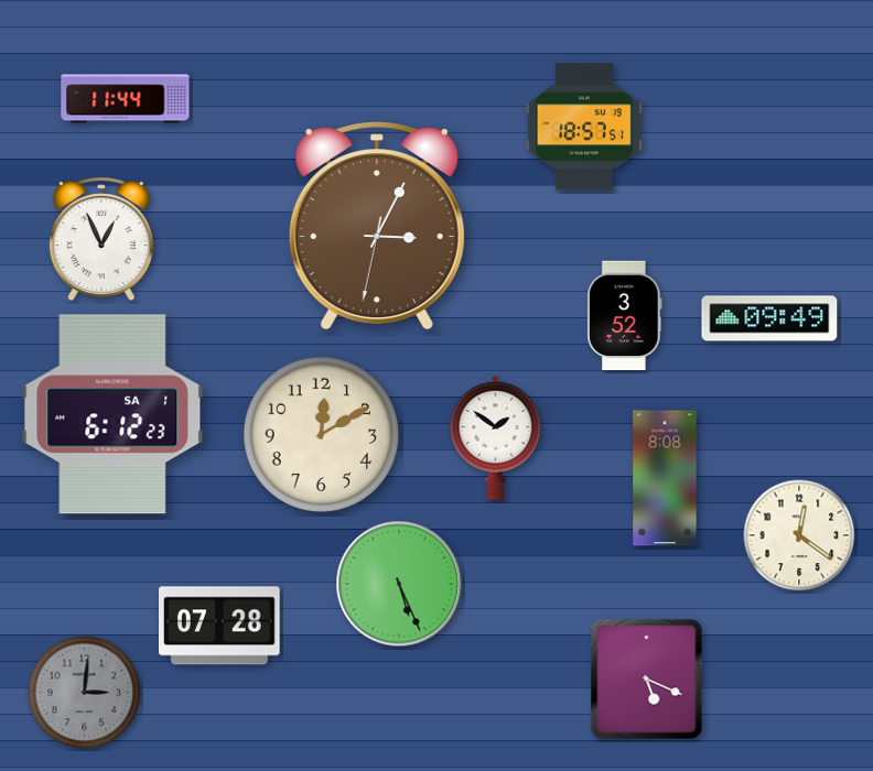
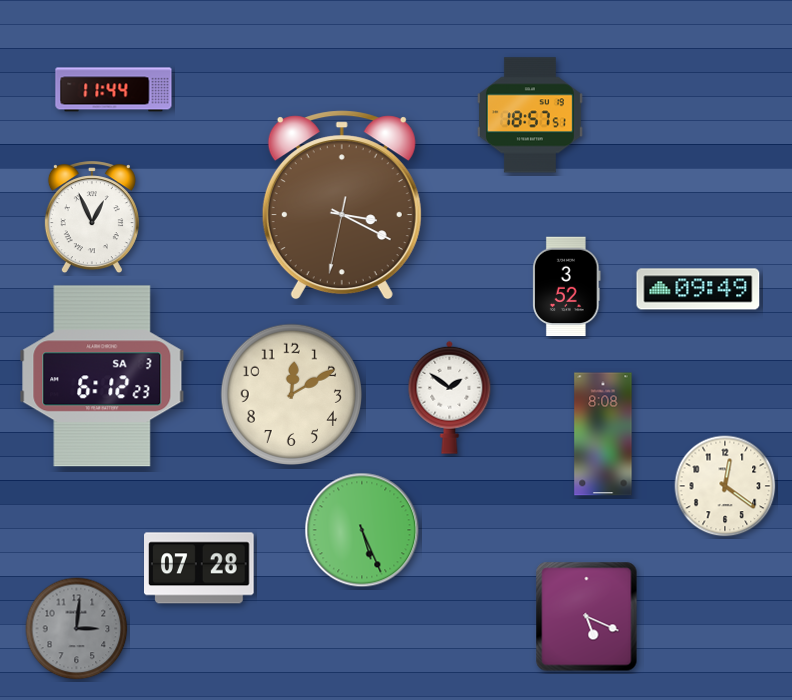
clock at (377, 226): 3:04 -> 3:19
clock at (112, 414) date: SA 1 -> SA 3
